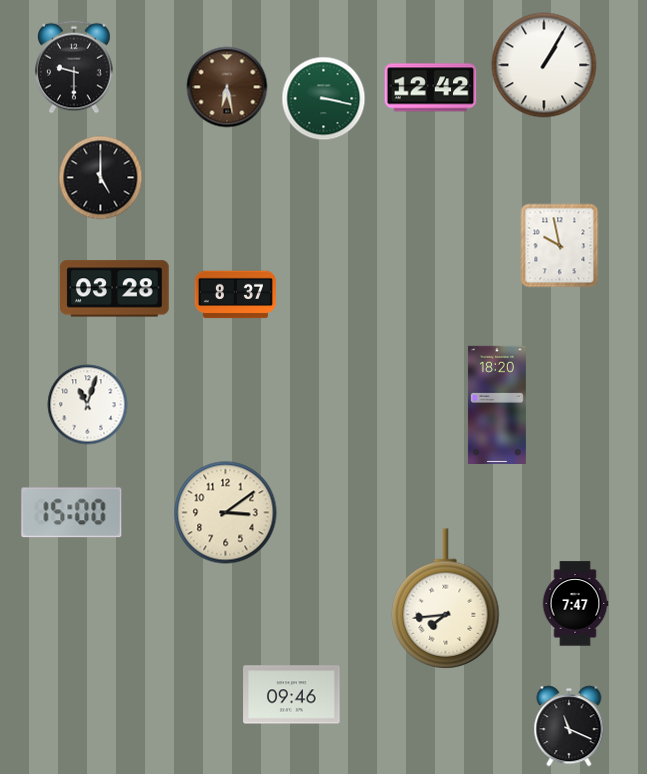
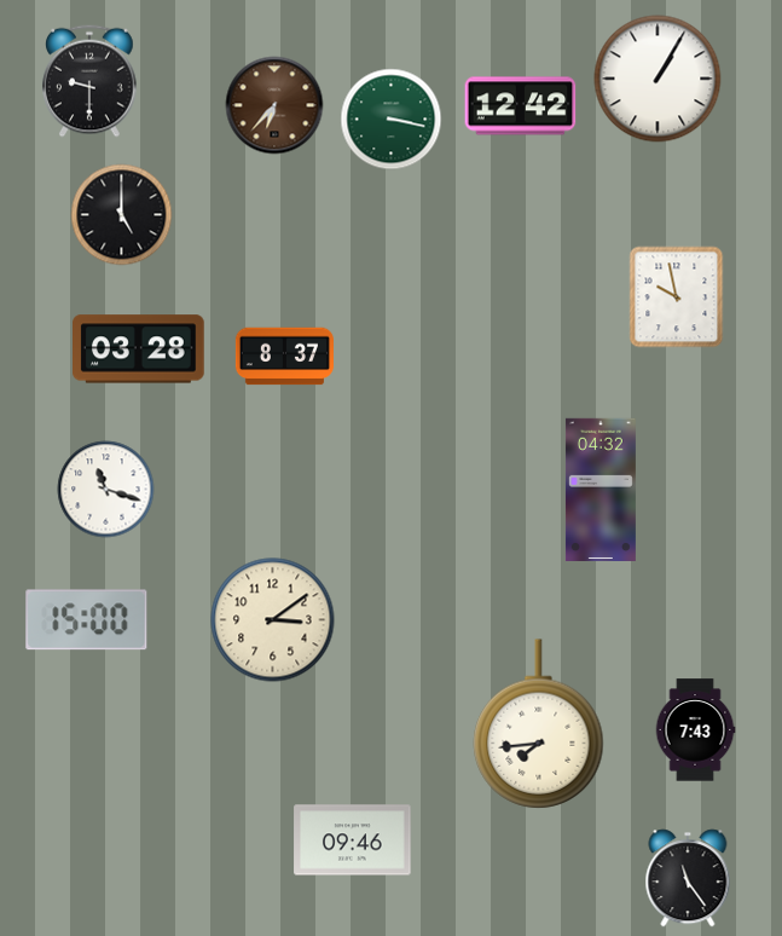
clock at (227, 87): 6:28 -> 6:37
clock at (497, 404): 18:20 -> 04:32
clock at (88, 405): 11:03 -> 11:18
clock at (575, 604): 7:47 -> 7:43
clock at (569, 726): 11:19 -> 11:24
